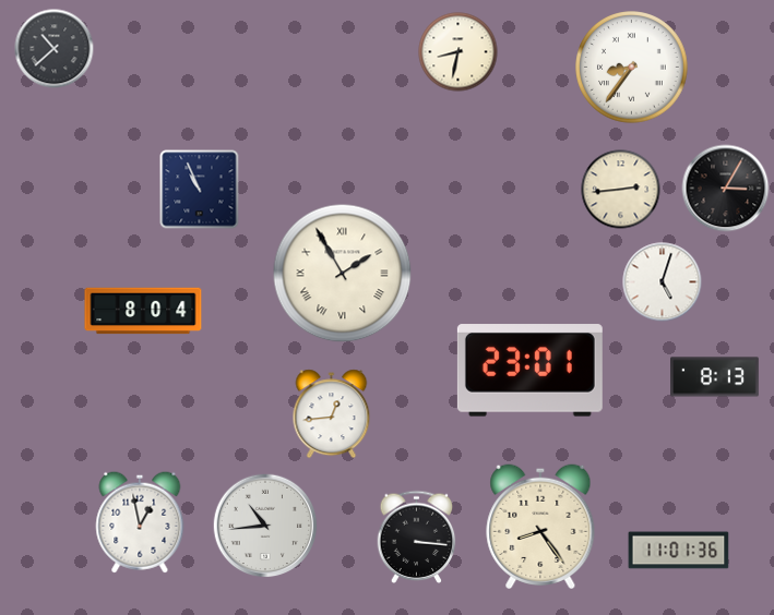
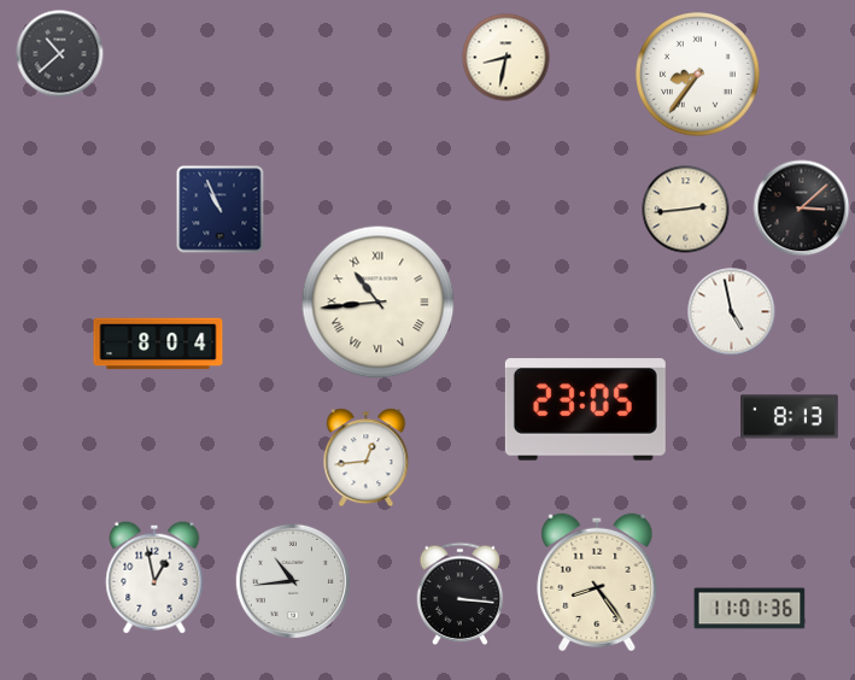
clock at (726, 189): 3:05 -> 3:08
clock at (343, 274): 1:55 -> 10:44
clock at (663, 282): 5:03 -> 4:58
clock at (529, 371): 23:01 -> 23:05
